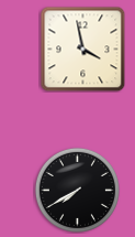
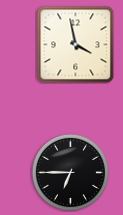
clock at (77, 190): 7:40 -> 6:45
